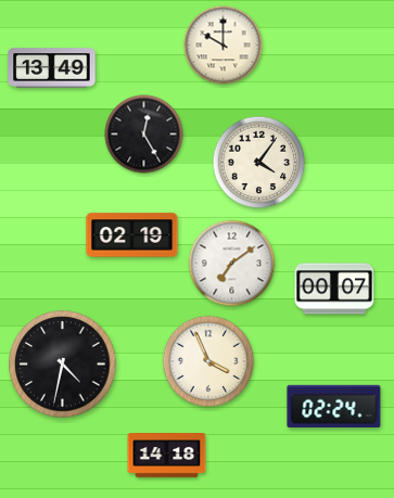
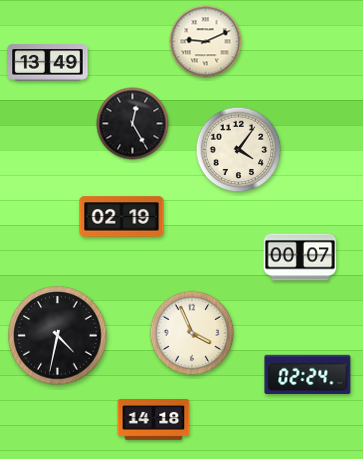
clock at (224, 46): 10:00 -> 9:11
clock at (232, 264): 7:09 -> none
clock at (334, 289) position: (334, 289) -> (300, 257)
